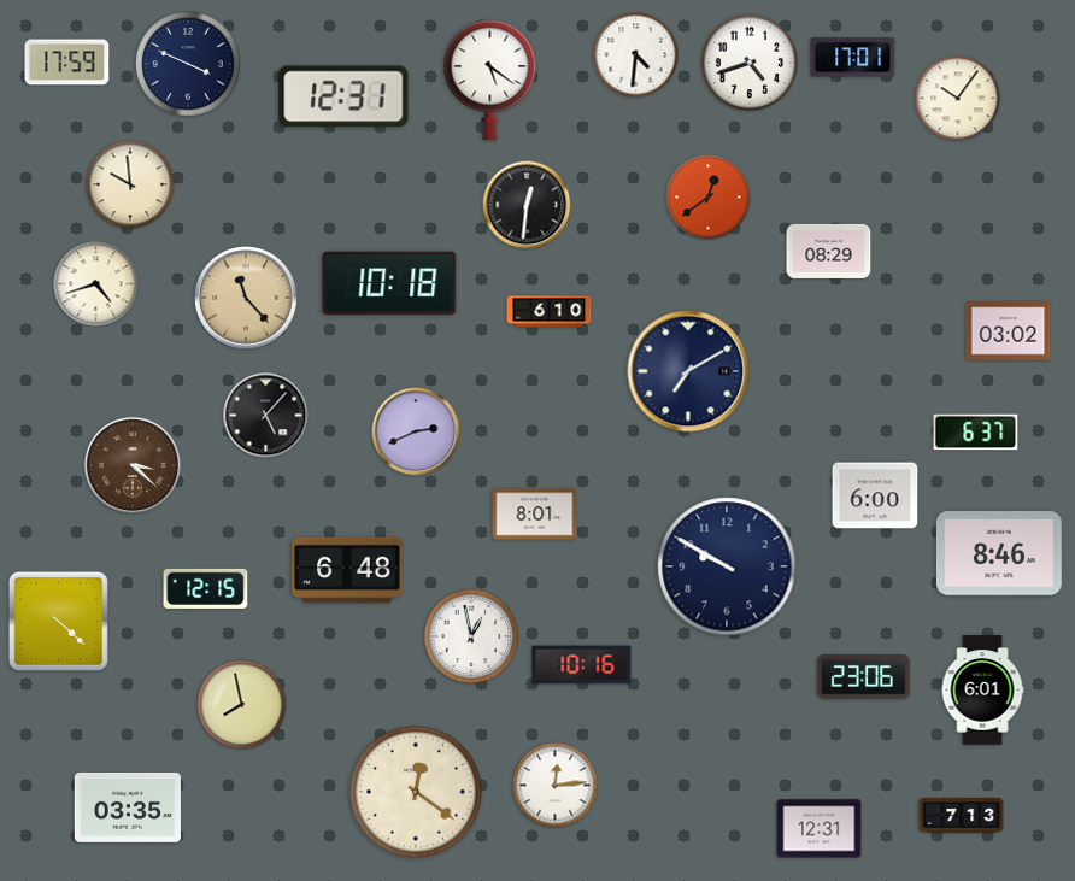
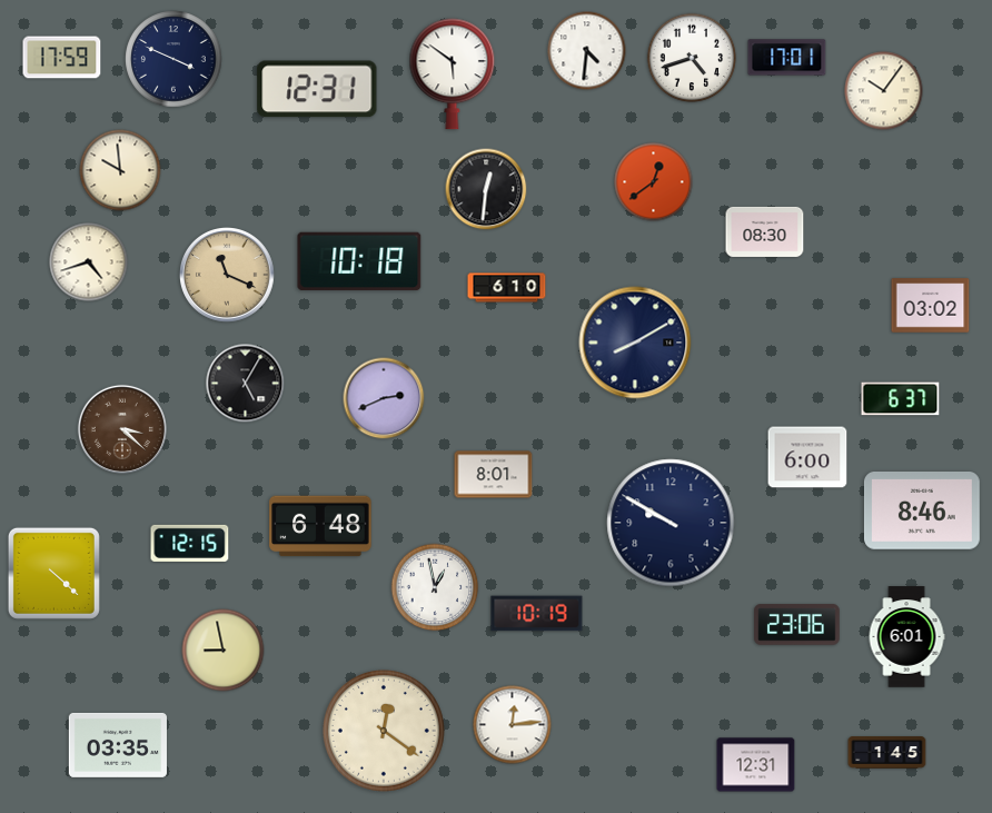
clock at (853, 58) position: (853, 58) -> (787, 58)
clock at (490, 81): 5:21 -> 5:51
clock at (829, 251): 08:29 -> 08:30
clock at (247, 299): 11:23 -> 11:19
clock at (688, 371): 7:10 -> 8:10
clock at (266, 416): 5:07 -> 5:05
clock at (582, 665): 10:16 -> 10:19
clock at (242, 705): 7:58 -> 8:58
clock at (962, 816): 7:13 -> 1:45
